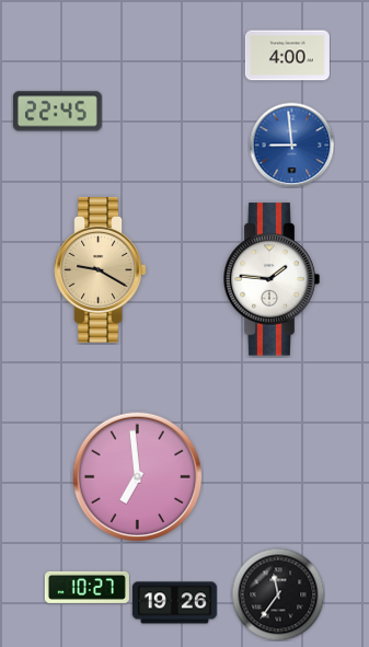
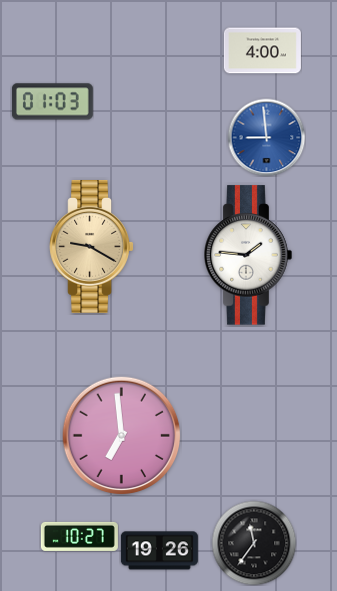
clock at (57, 112): 22:45 -> 01:03
clock at (291, 145) position: (291, 145) -> (266, 137)
clock at (137, 476) position: (137, 476) -> (121, 435)
